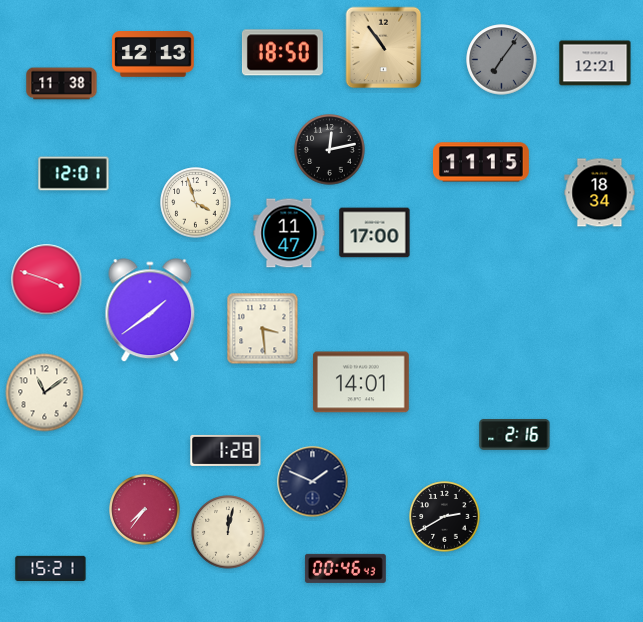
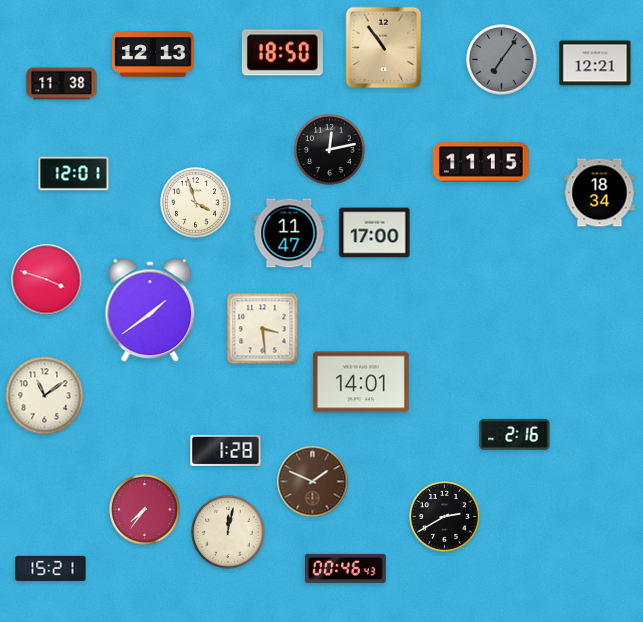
clock at (45, 393) position: (45, 393) -> (45, 396)
clock at (313, 482) dial: navy -> brown
